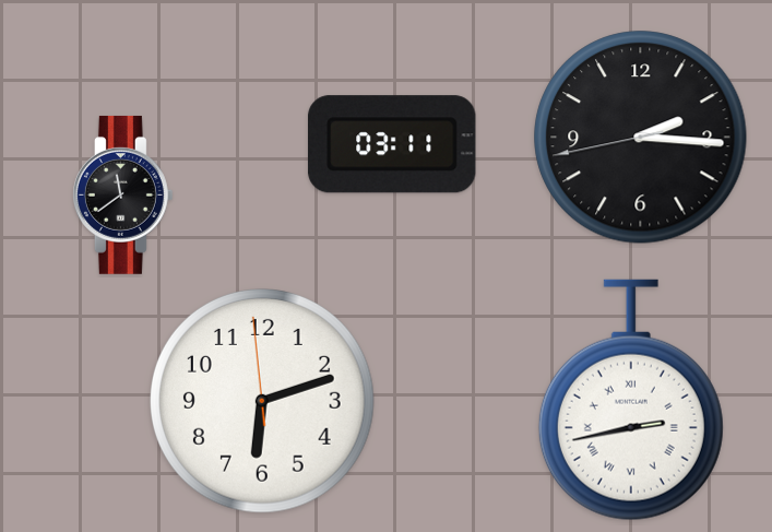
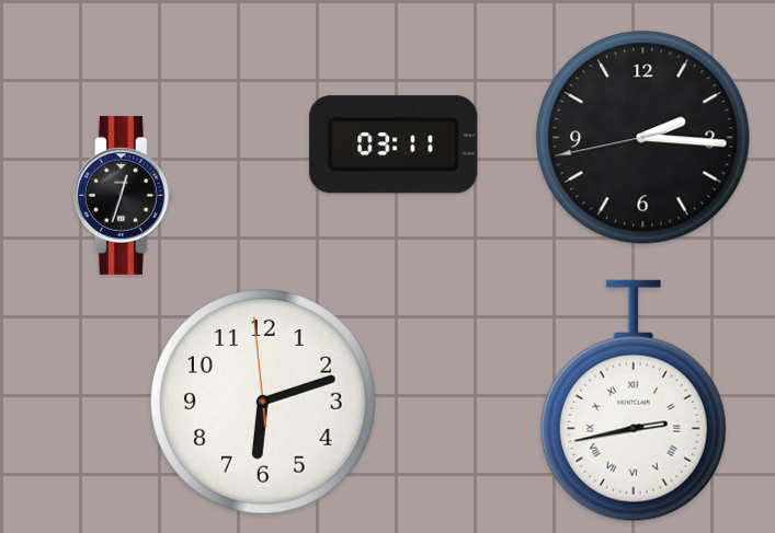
clock at (122, 194): 11:39 -> 12:33
